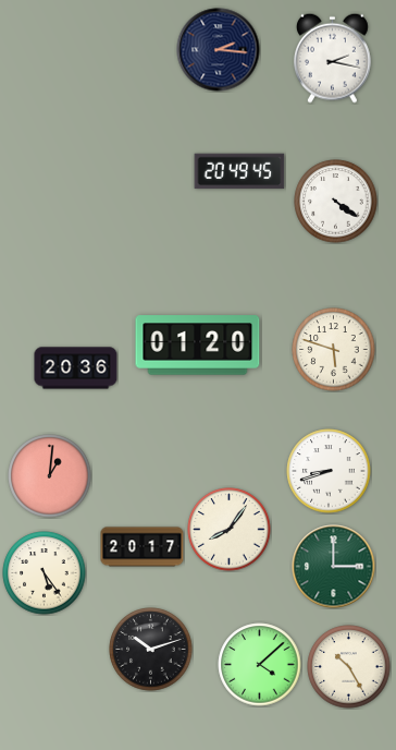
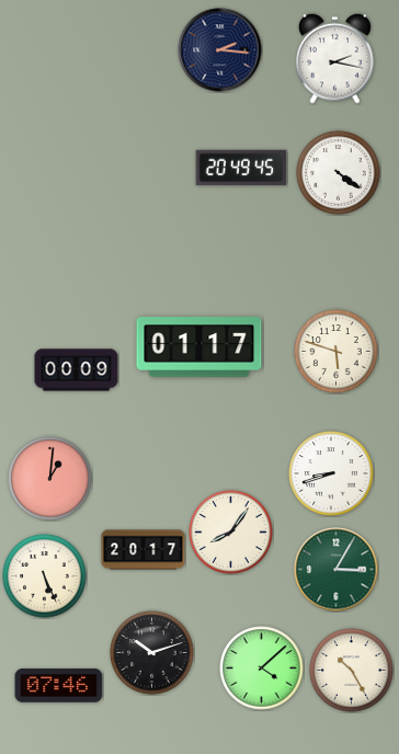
clock at (239, 171) position: (239, 171) -> (241, 168)
clock at (336, 202) position: (336, 202) -> (339, 173)
clock at (198, 346): 01:20 -> 01:17
clock at (76, 368): 20:36 -> 00:09
clock at (334, 567): 3:00 -> 3:05
clock at (45, 573): 5:24 -> 5:26
clock at (59, 686): none -> 07:46
